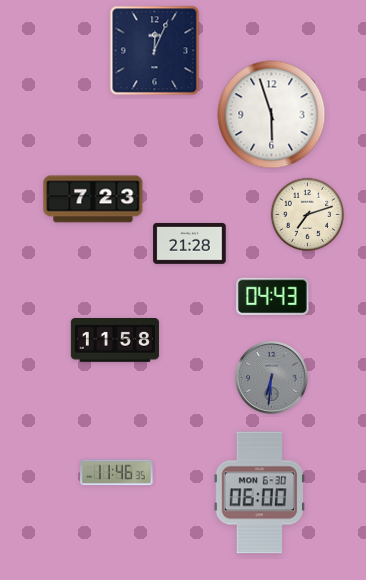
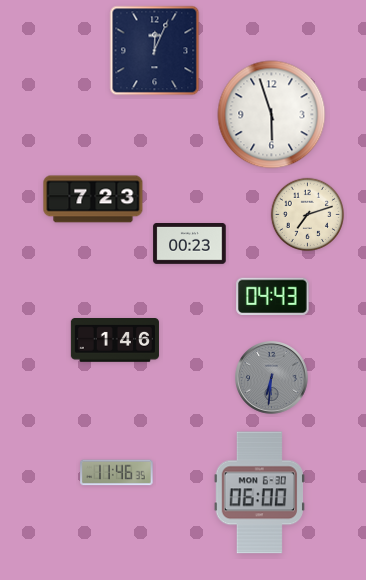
clock at (190, 244): 21:28 -> 00:23
clock at (115, 340): 11:58 -> 1:46
